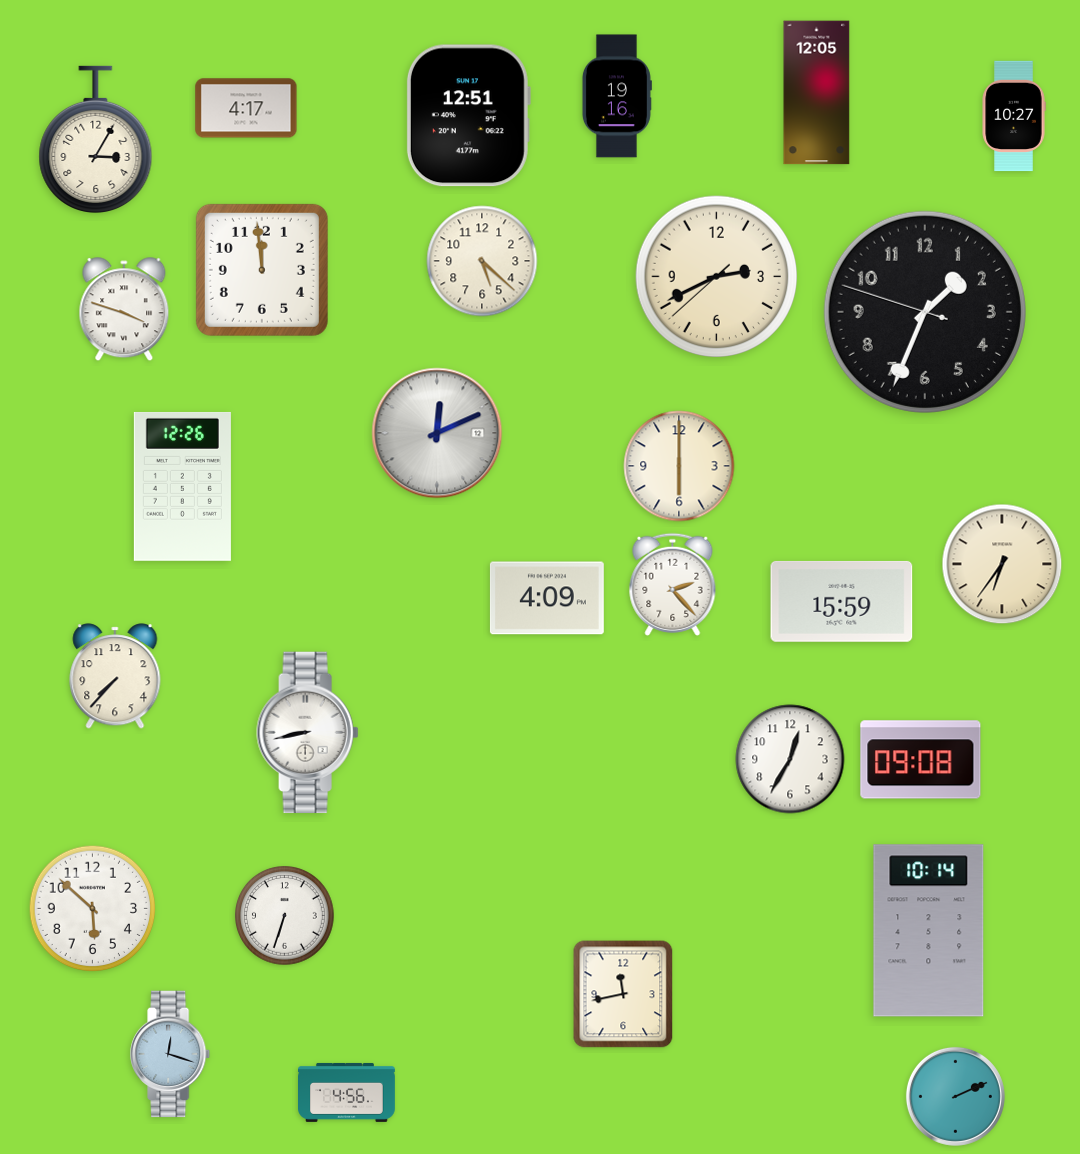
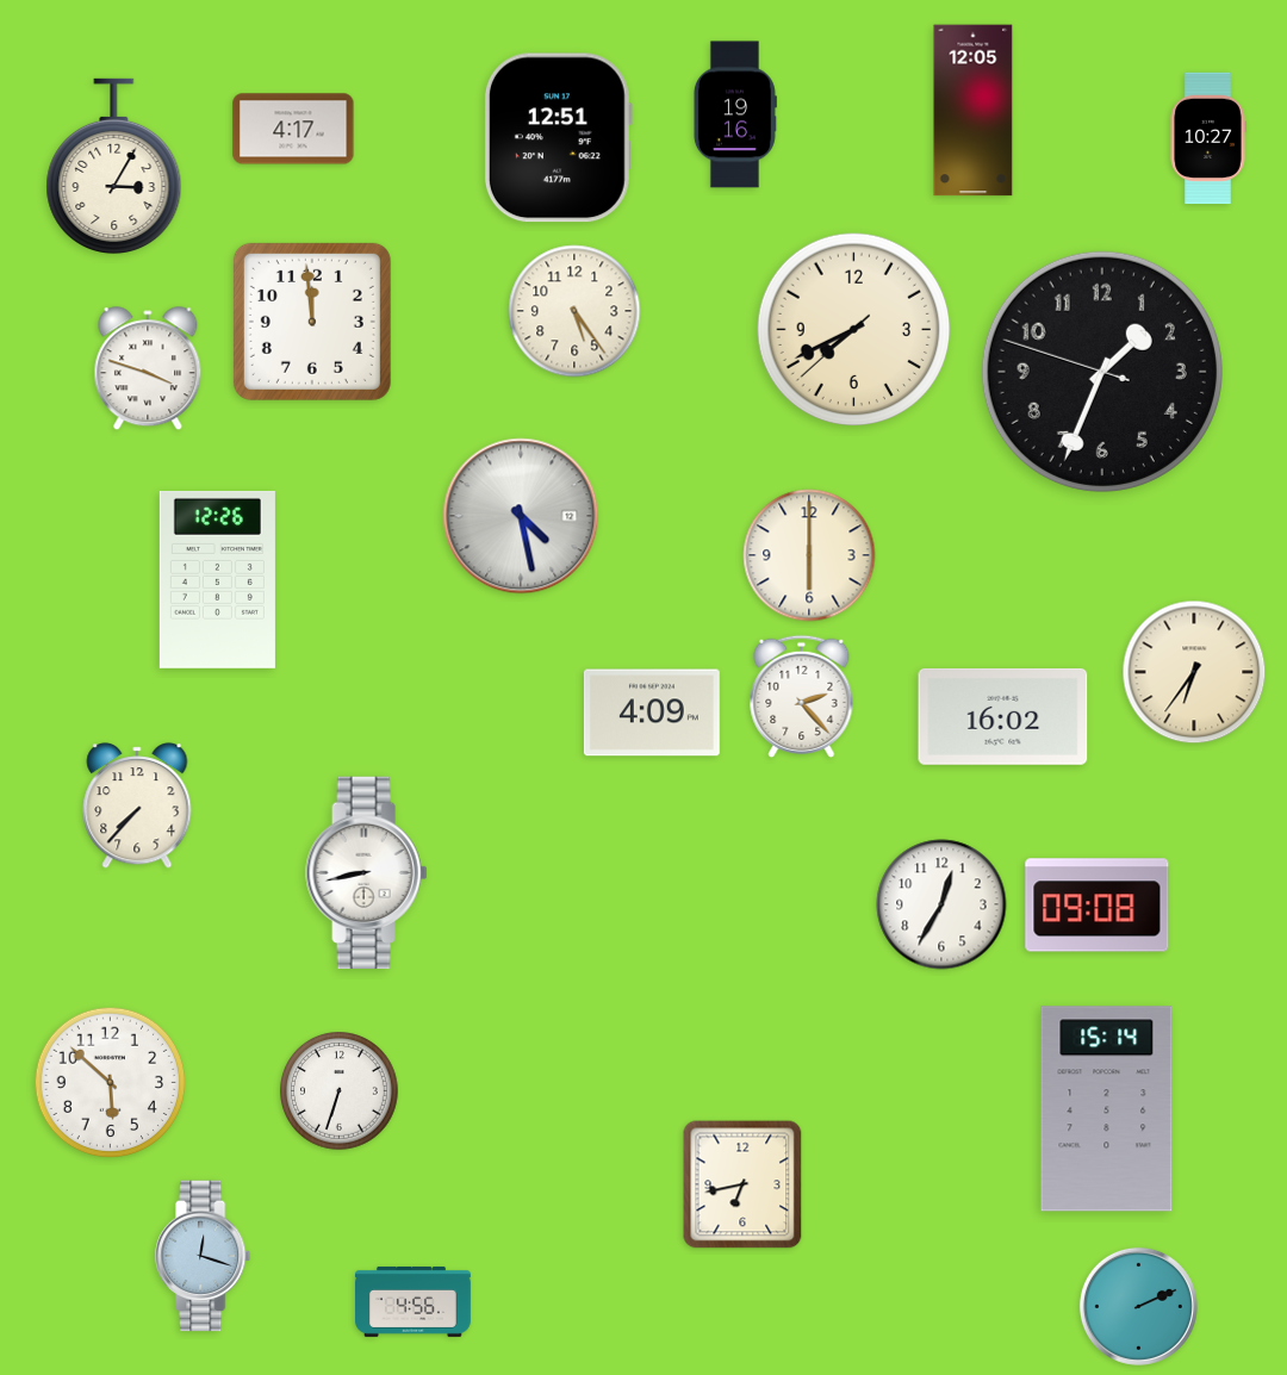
clock at (482, 261): 5:22 -> 5:24
clock at (717, 277): 2:40 -> 7:40
clock at (437, 433): 12:11 -> 4:28
clock at (842, 601): 15:59 -> 16:02
clock at (929, 931): 10:14 -> 15:14
clock at (623, 994): 11:43 -> 6:43
